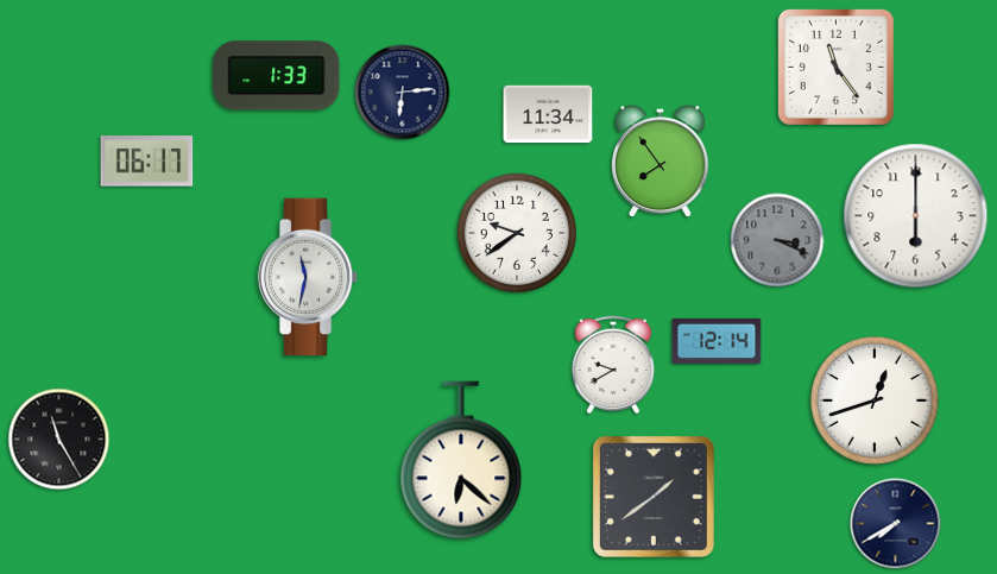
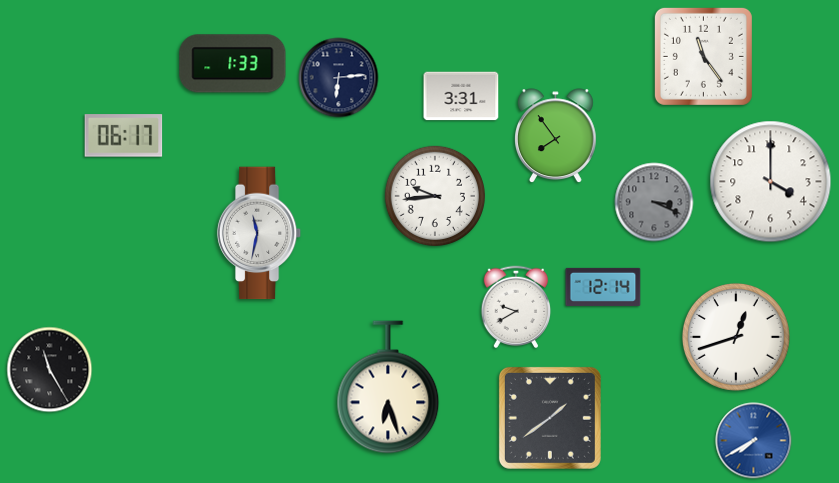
clock at (548, 114): 11:34 -> 3:31
clock at (916, 216): 6:00 -> 4:00
clock at (516, 232): 9:39 -> 9:44
clock at (461, 460): 6:22 -> 6:27
clock at (896, 524) dial: navy -> blue
